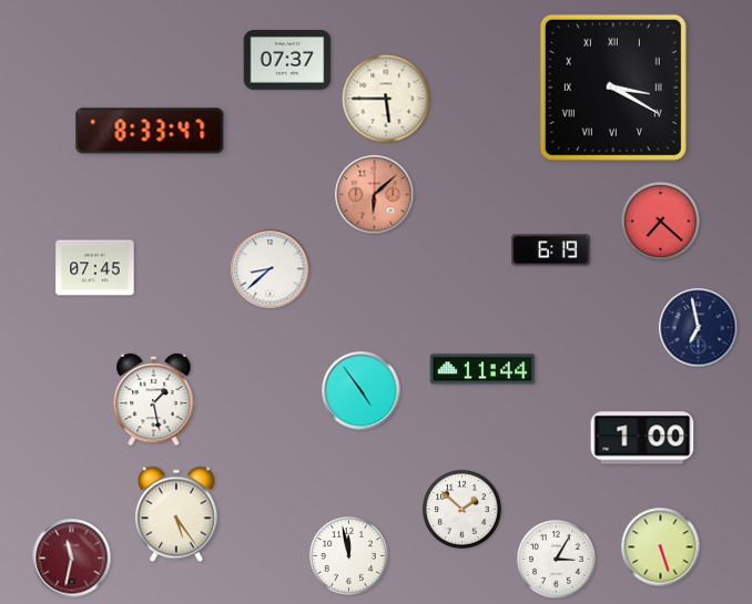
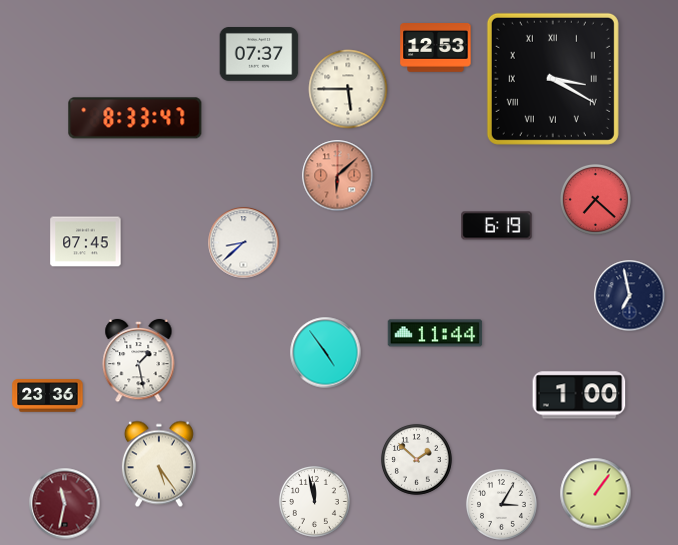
clock at (436, 48): none -> 12:53
clock at (48, 396): none -> 23:36
clock at (661, 547): 5:27 -> 1:06
